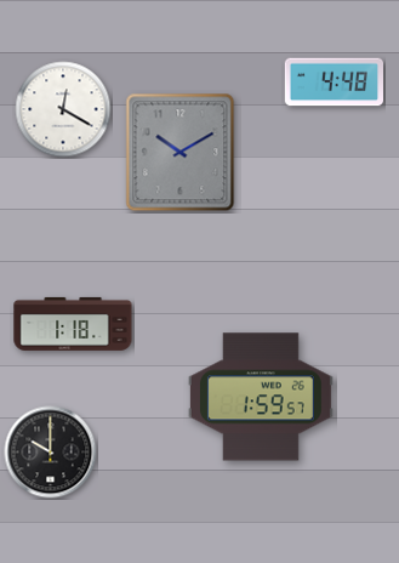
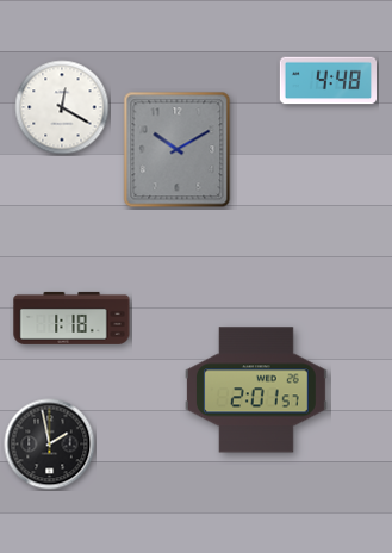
clock at (261, 397): 1:59 -> 2:01
clock at (51, 453): 10:00 -> 1:58
